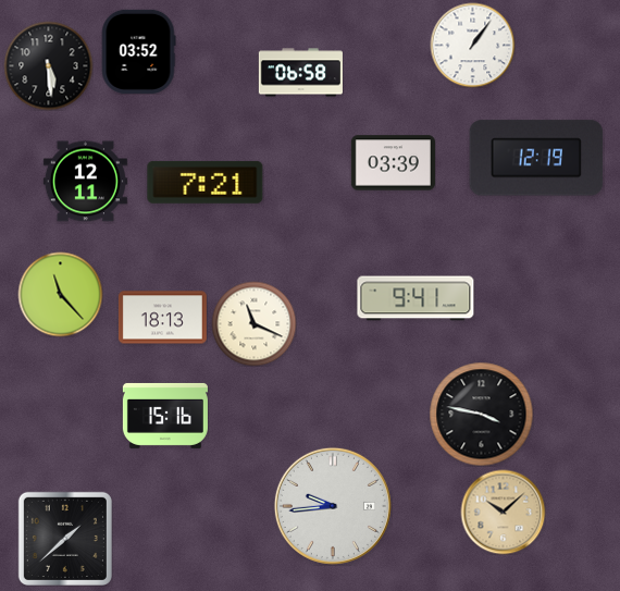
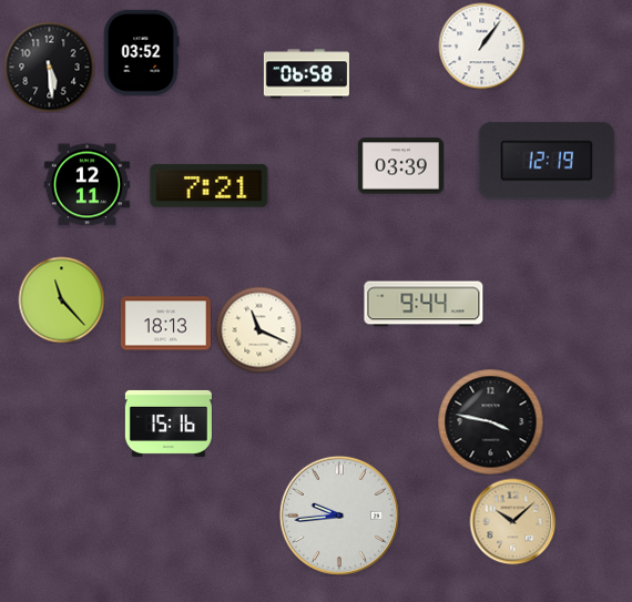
clock at (416, 298): 9:41 -> 9:44
clock at (65, 539): 1:38 -> none
